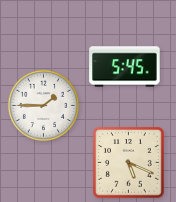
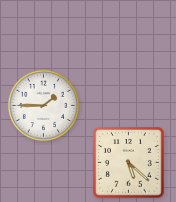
clock at (125, 67): 5:45 -> none
clock at (129, 163): 5:19 -> 5:22
